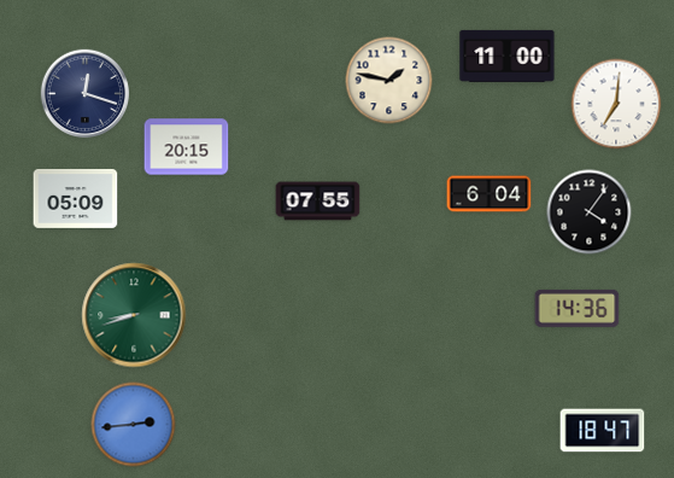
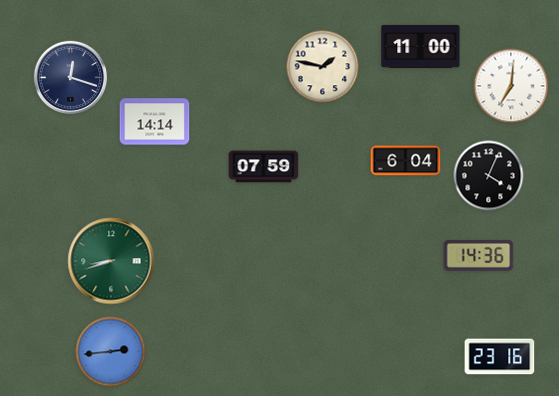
clock at (187, 147): 20:15 -> 14:14
clock at (76, 198): 05:09 -> none
clock at (318, 202): 07:55 -> 07:59
clock at (590, 212): 4:06 -> 4:04
clock at (603, 431): 18:47 -> 23:16
